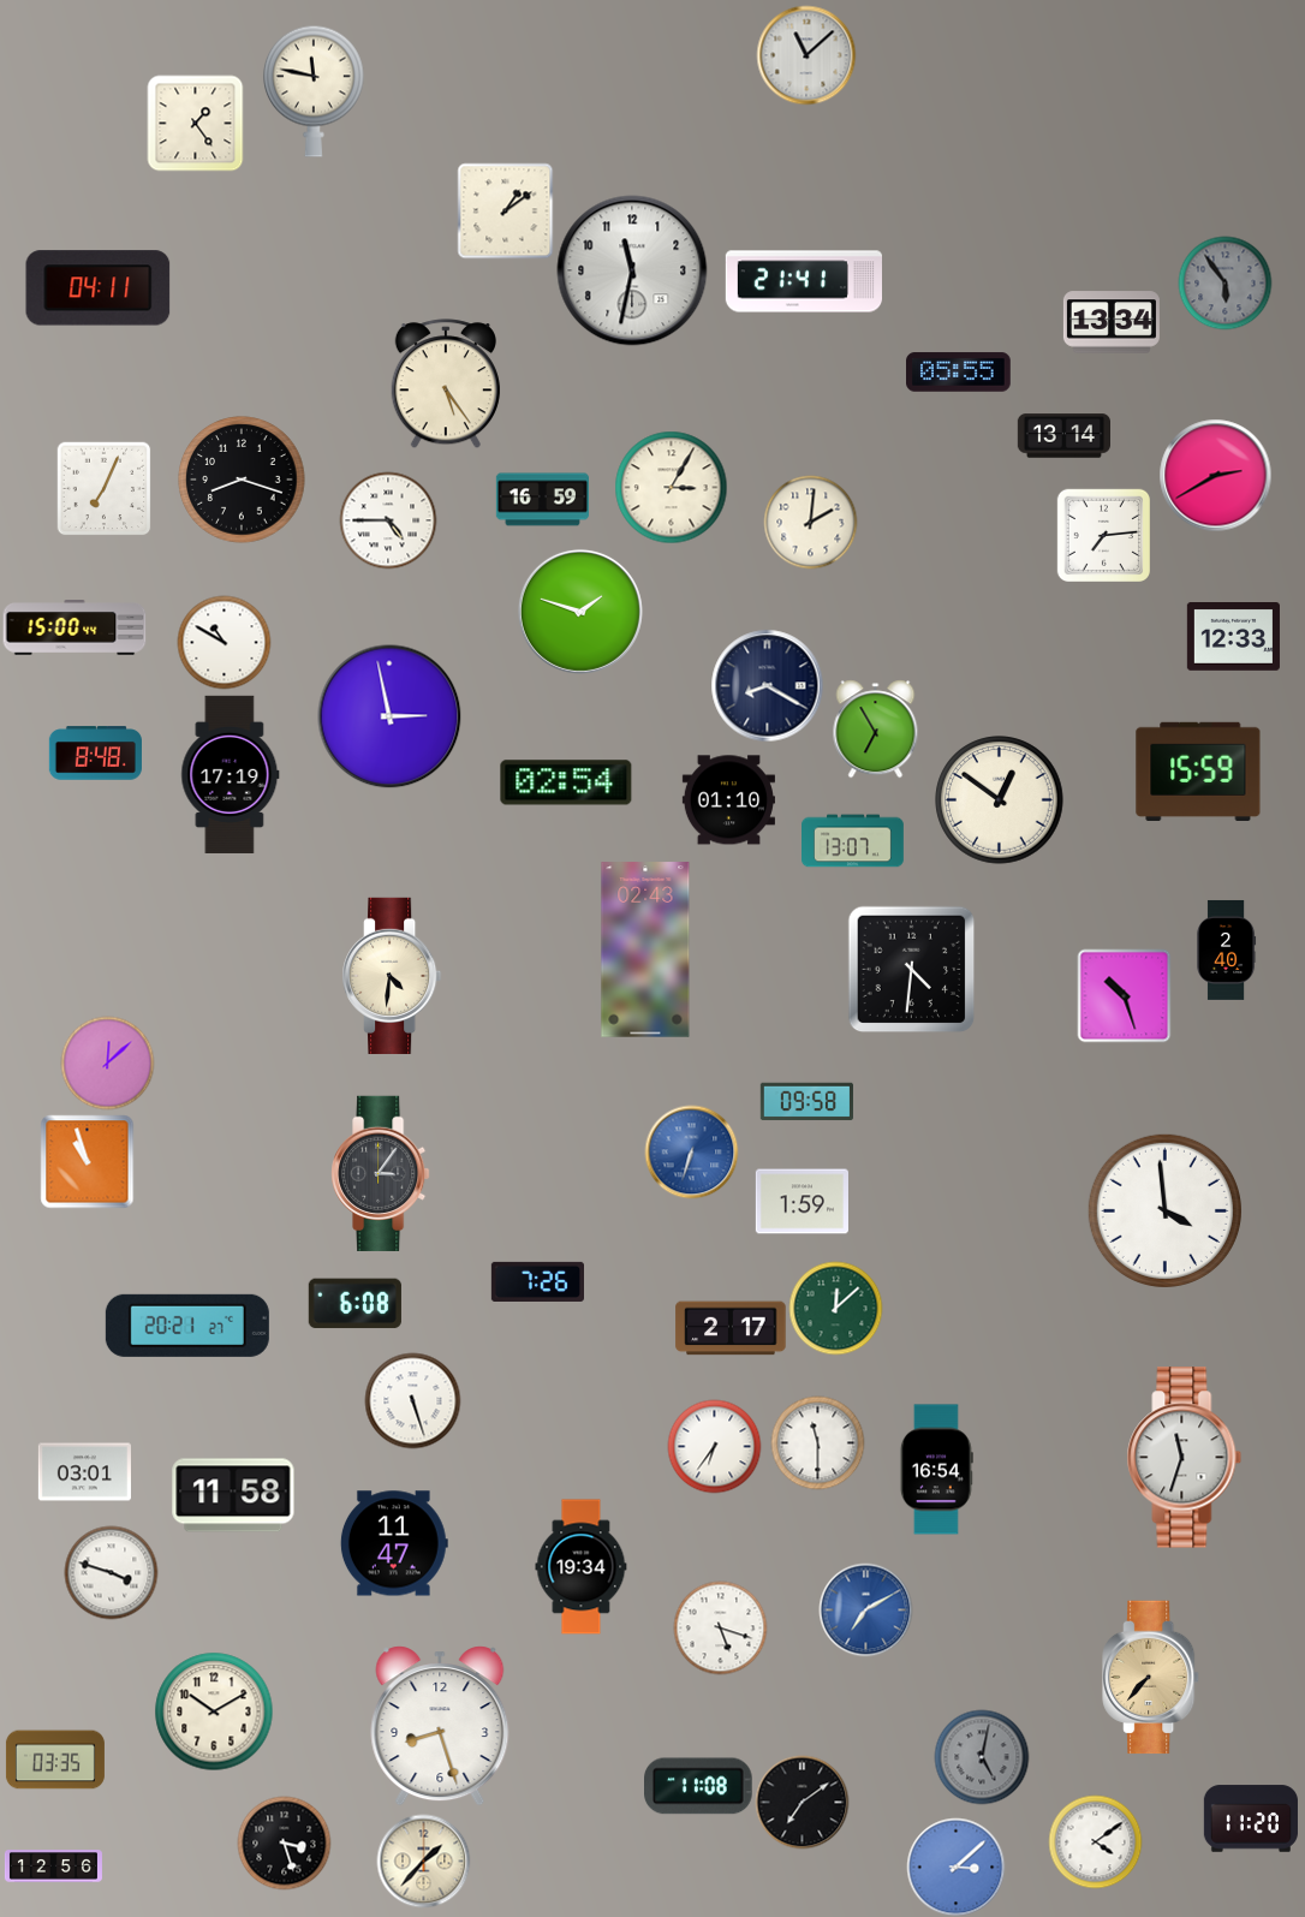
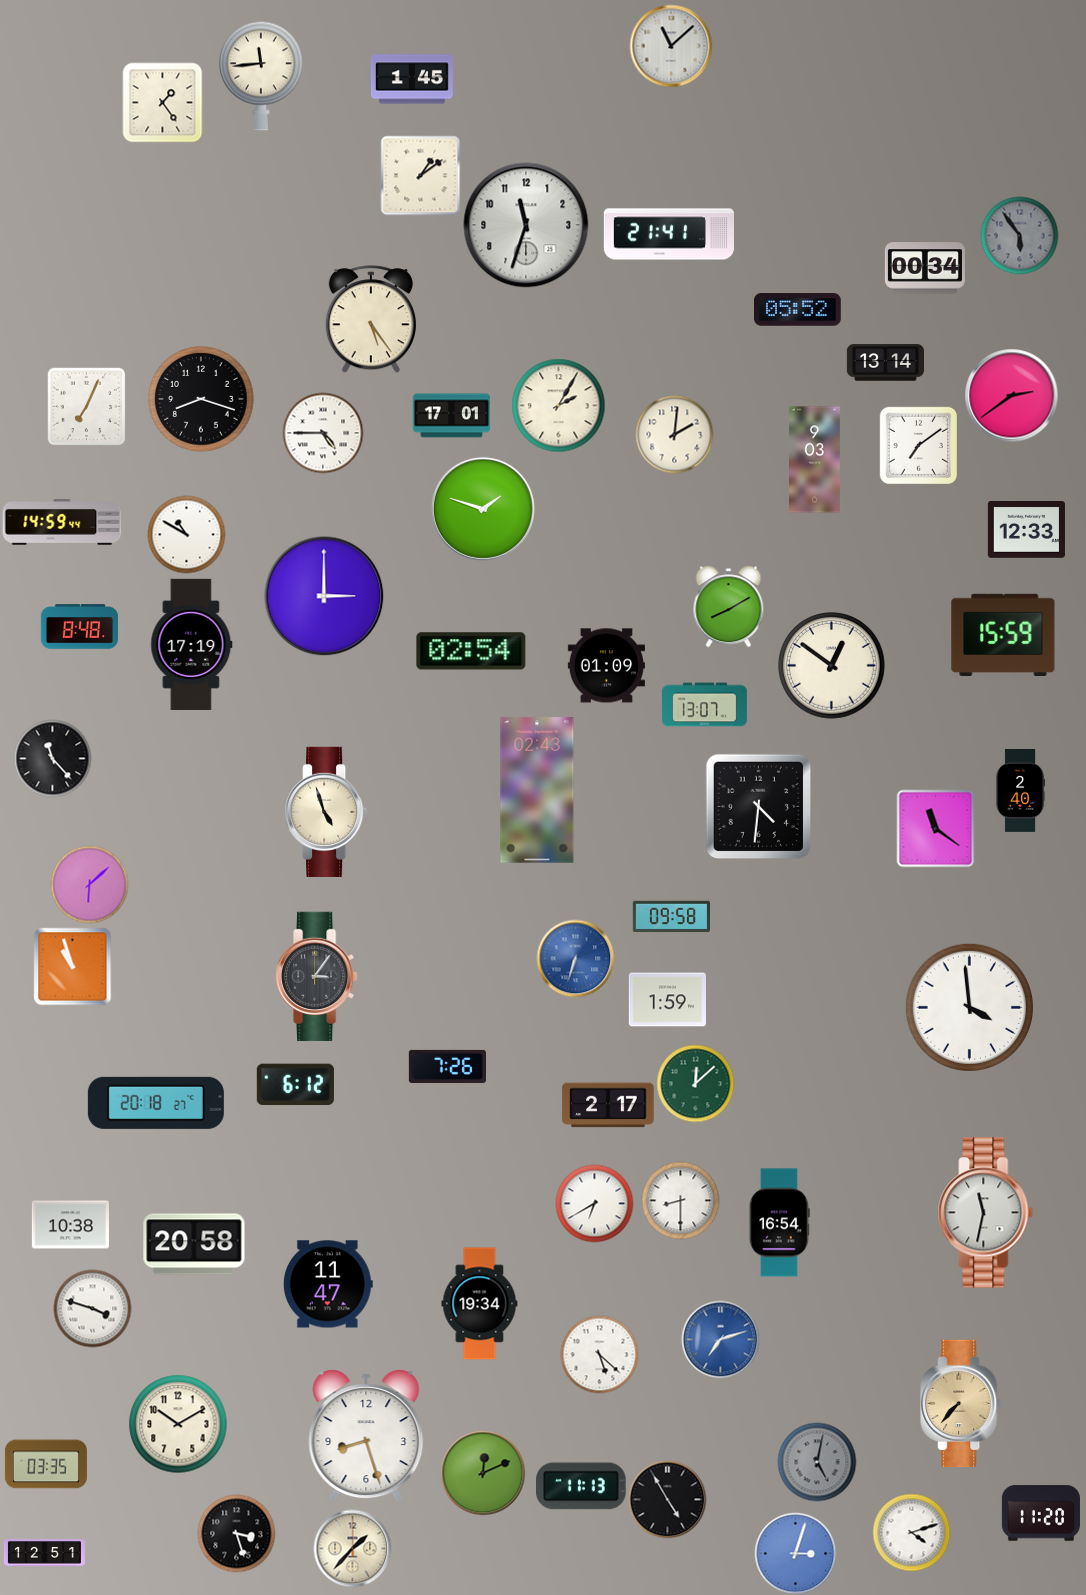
clock at (314, 91): 11:47 -> 11:44
clock at (412, 79): none -> 1:45
clock at (632, 270): 11:32 -> 11:33
clock at (99, 288): 04:11 -> none
clock at (1112, 322): 13:34 -> 00:34
clock at (959, 373): 05:55 -> 05:52
clock at (1215, 475): 2:40 -> 2:39
clock at (671, 487): 3:05 -> 2:05
clock at (542, 500): 16:59 -> 17:01
clock at (1103, 535): 7:14 -> 7:09
clock at (815, 460): none -> 9:03
clock at (75, 627): 15:00 -> 14:59
clock at (767, 685): 8:20 -> none
clock at (389, 716): 2:58 -> 3:00
clock at (876, 728): 6:55 -> 8:10
clock at (1198, 770) position: (1198, 770) -> (1003, 634)
clock at (728, 800): 01:10 -> 01:09
clock at (853, 841) position: (853, 841) -> (705, 705)
clock at (52, 758): none -> 11:23
clock at (392, 976): 4:31 -> 4:57
clock at (1124, 995): 10:27 -> 11:21
clock at (107, 1062): 12:08 -> 6:08
clock at (354, 1304): 6:08 -> 6:12
clock at (835, 1308) position: (835, 1308) -> (695, 1083)
clock at (187, 1326): 20:21 -> 20:18
clock at (412, 1400): 5:27 -> none
clock at (817, 1442): 11:30 -> 8:30
clock at (714, 1446): 6:36 -> 6:40
clock at (1185, 1458): 11:33 -> 11:32
clock at (84, 1472): 03:01 -> 10:38
clock at (233, 1495): 11:58 -> 20:58
clock at (582, 1567) position: (582, 1567) -> (480, 1304)
clock at (865, 1609): 7:10 -> 7:12
clock at (720, 1627): 5:18 -> 5:22
clock at (1151, 1678) position: (1151, 1678) -> (961, 1404)
clock at (483, 1473): none -> 12:11
clock at (698, 1786): 11:08 -> 11:13
clock at (802, 1802): 7:09 -> 4:55
clock at (1095, 1841): 4:09 -> 4:12
clock at (53, 1867): 12:56 -> 12:51
clock at (955, 1867): 3:08 -> 3:03
